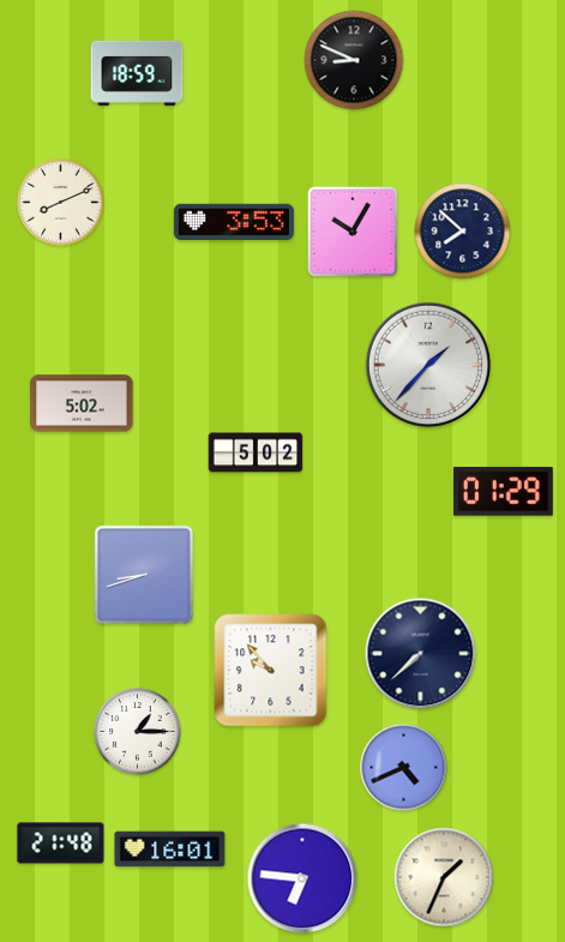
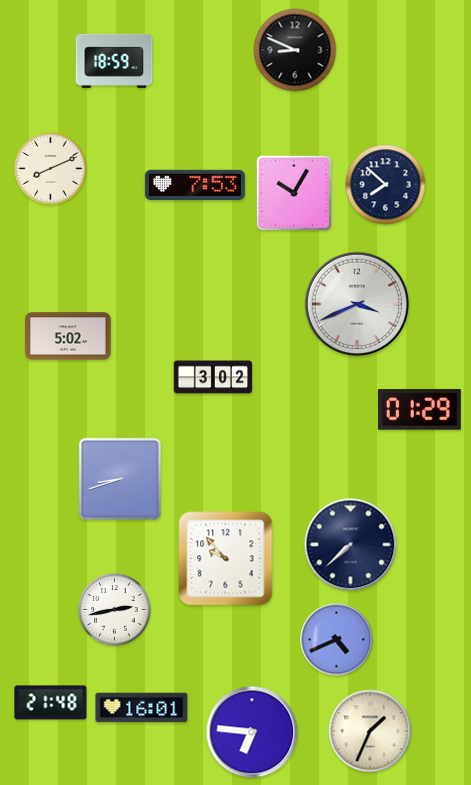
clock at (234, 222): 3:53 -> 7:53
clock at (463, 232) position: (463, 232) -> (386, 185)
clock at (428, 365): 1:37 -> 3:41
clock at (256, 452): 5:02 -> 3:02
clock at (138, 732): 1:15 -> 2:43
